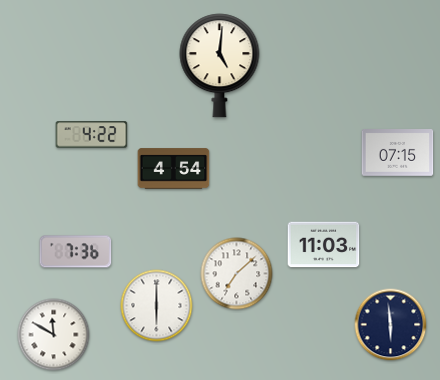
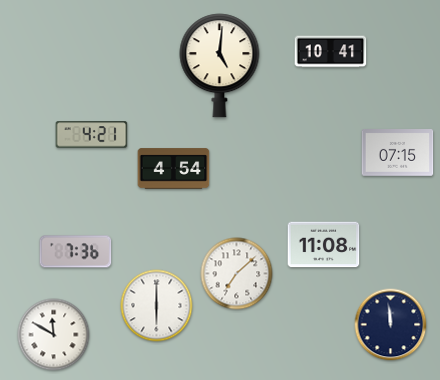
clock at (331, 52): none -> 10:41
clock at (92, 135): 4:22 -> 4:21
clock at (324, 245): 11:03 -> 11:08
clock at (391, 325): 5:59 -> 11:59
